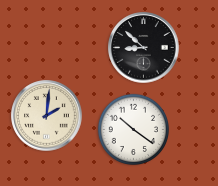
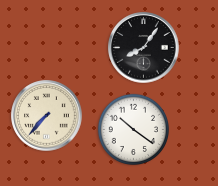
clock at (144, 48): 8:52 -> 8:06
clock at (47, 116): 2:01 -> 7:37
